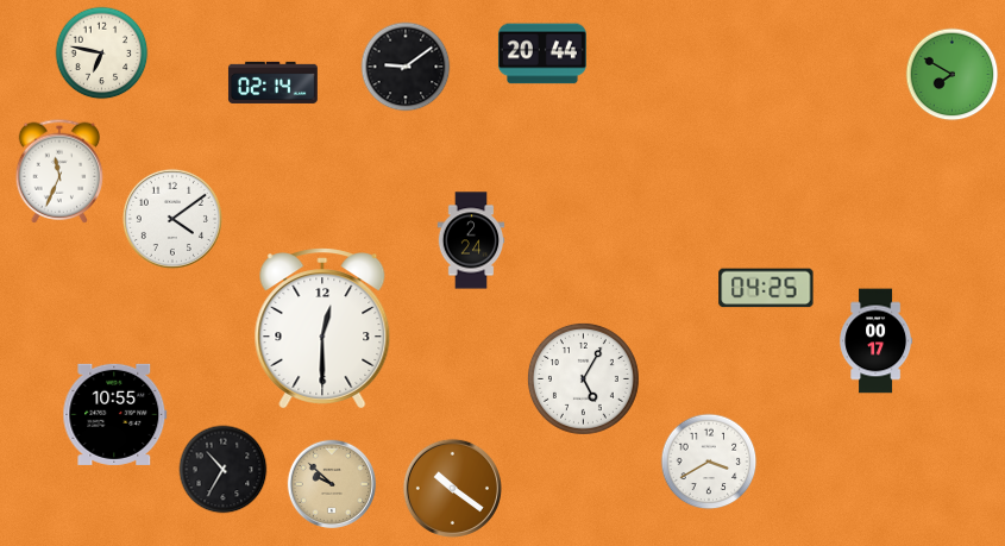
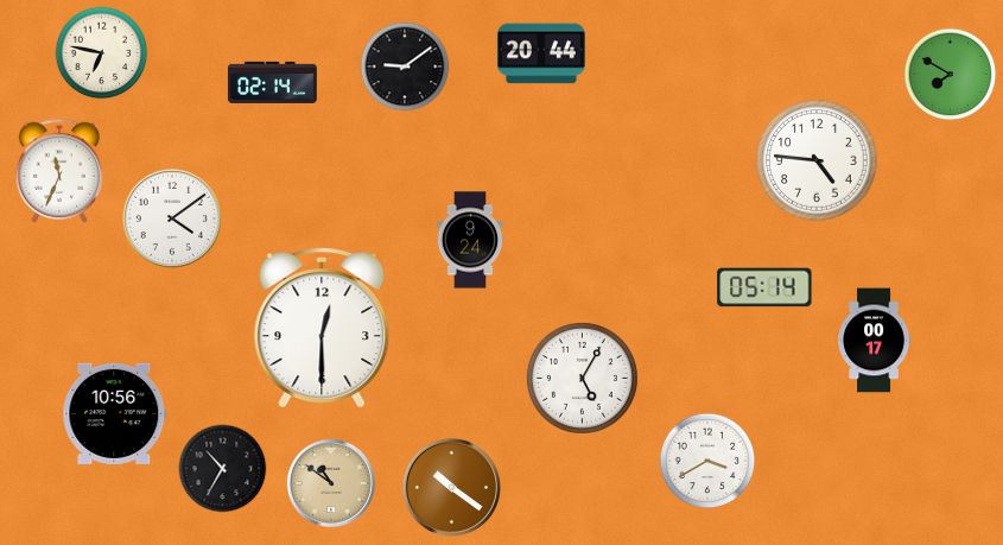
clock at (817, 160): none -> 4:46
clock at (471, 240): 2:24 -> 9:24
clock at (766, 288): 04:25 -> 05:14
clock at (115, 414): 10:55 -> 10:56
clock at (332, 484): 9:52 -> 10:51
